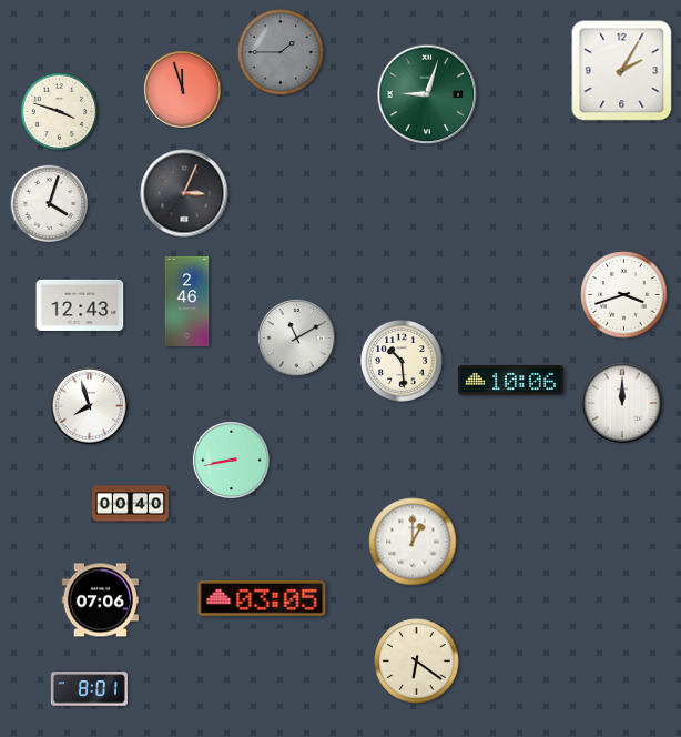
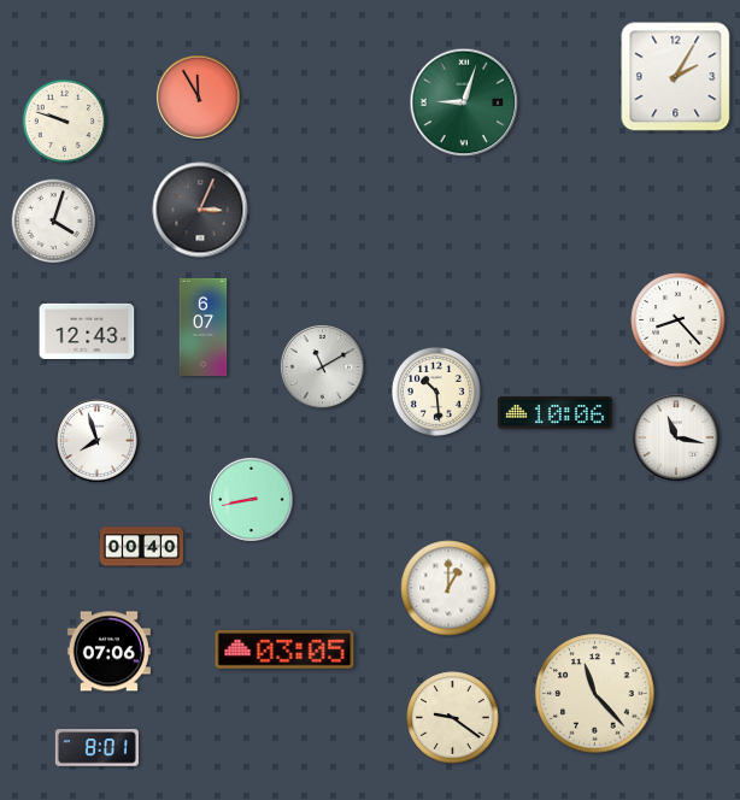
clock at (281, 52): 1:45 -> none
clock at (182, 89): 11:57 -> 11:55
clock at (60, 112): 3:48 -> 9:48
clock at (624, 295): 3:42 -> 8:23
clock at (187, 301): 2:46 -> 6:07
clock at (622, 403): 12:00 -> 11:17
clock at (595, 694): none -> 11:23
clock at (417, 662): 6:21 -> 9:21
